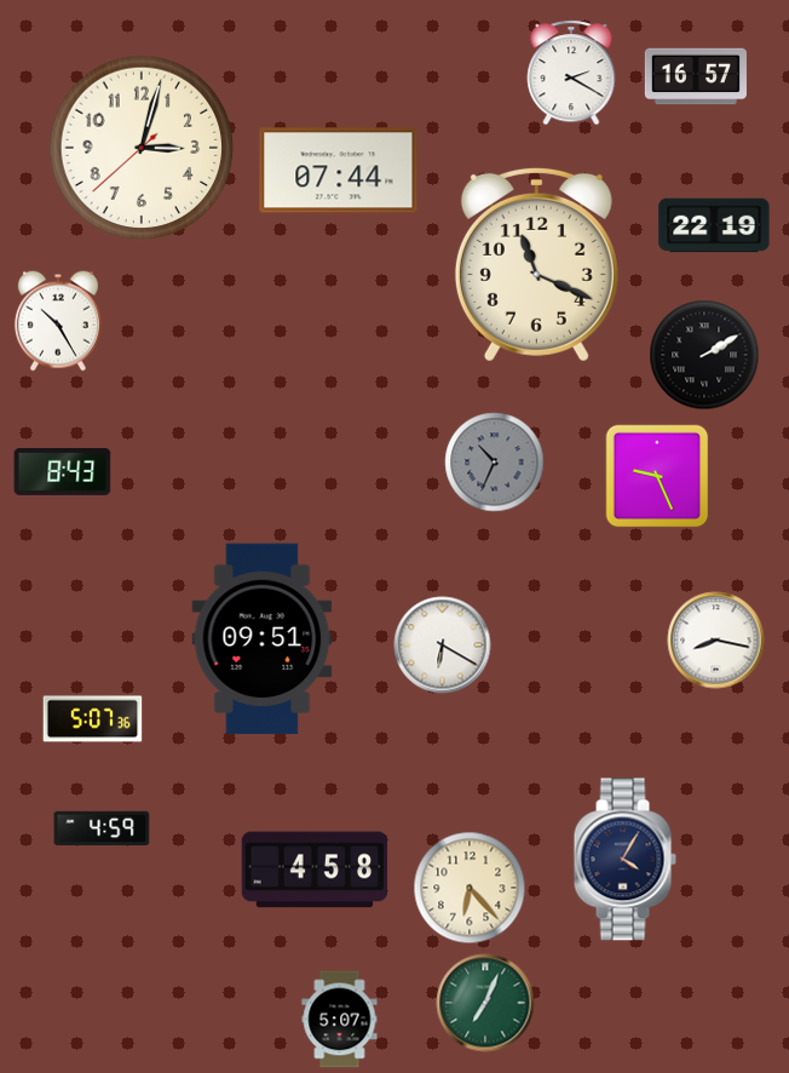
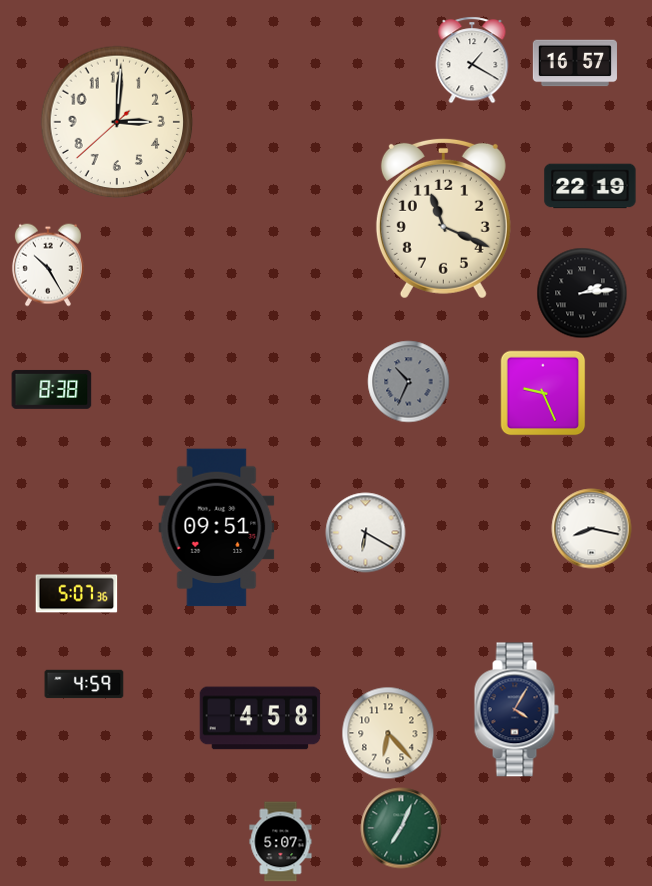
clock at (571, 73): 2:20 -> 1:20
clock at (142, 148): 3:02 -> 3:00
clock at (339, 171): 07:44 -> none
clock at (704, 355): 2:10 -> 2:14
clock at (63, 471): 8:43 -> 8:38
